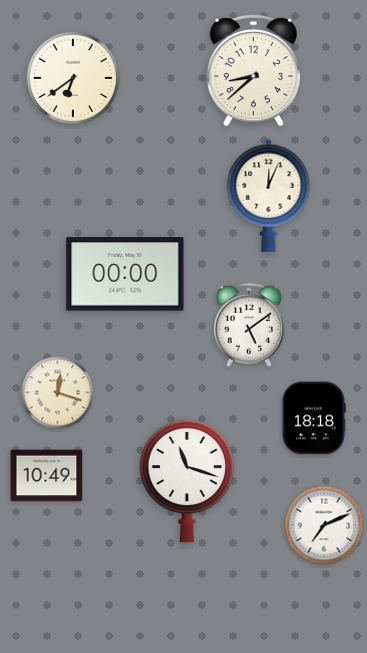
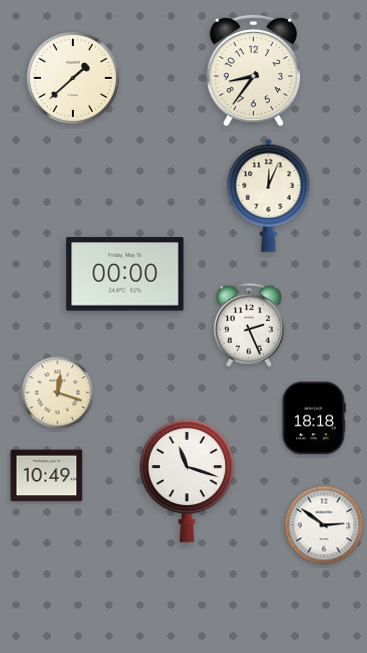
clock at (253, 70): 8:38 -> 8:36
clock at (73, 78): 6:39 -> 1:38
clock at (249, 325): 5:09 -> 2:26
clock at (324, 525): 7:11 -> 2:51
